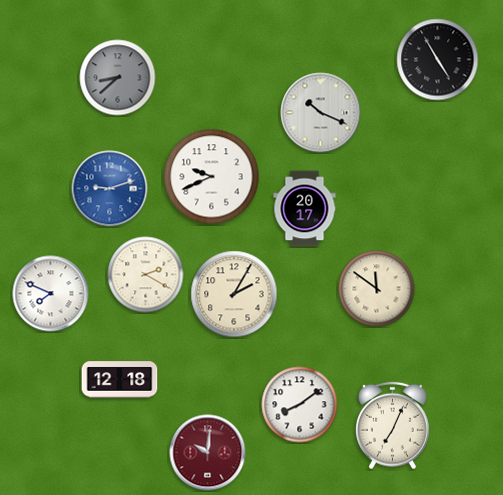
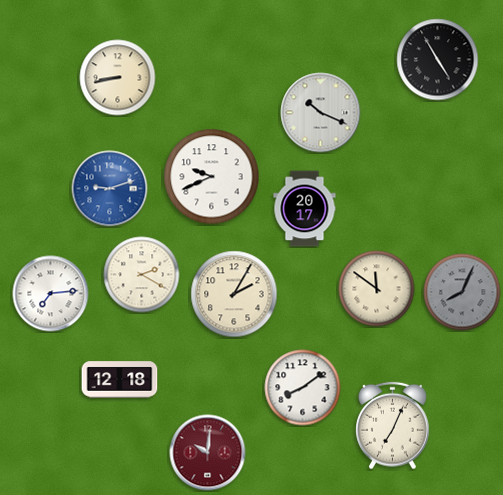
clock at (118, 78): 8:38 -> 8:43
clock at (118, 78) dial: grey -> cream
clock at (146, 275) position: (146, 275) -> (142, 275)
clock at (462, 292): none -> 8:04
clock at (51, 294): 7:49 -> 7:14
clock at (300, 405) position: (300, 405) -> (303, 388)
